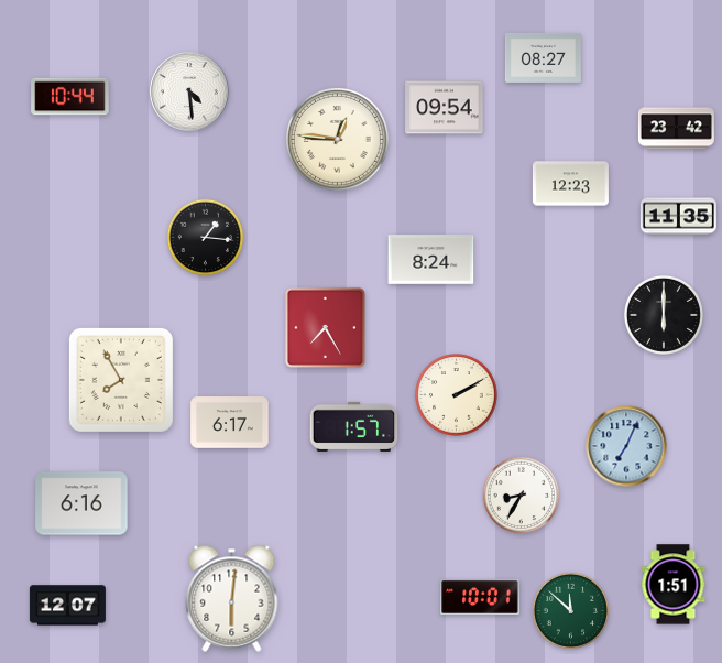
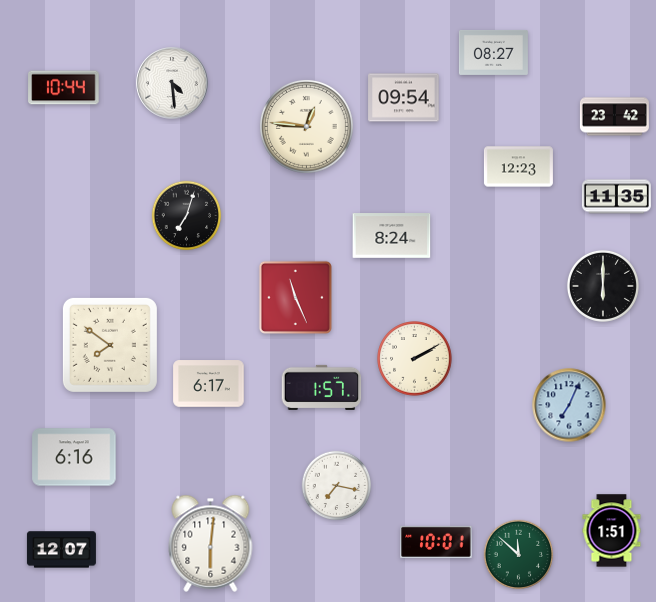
clock at (206, 238): 1:16 -> 7:03
clock at (325, 327): 7:25 -> 11:26
clock at (121, 380): 7:55 -> 7:51
clock at (522, 496): 8:35 -> none
clock at (337, 486): none -> 7:17
